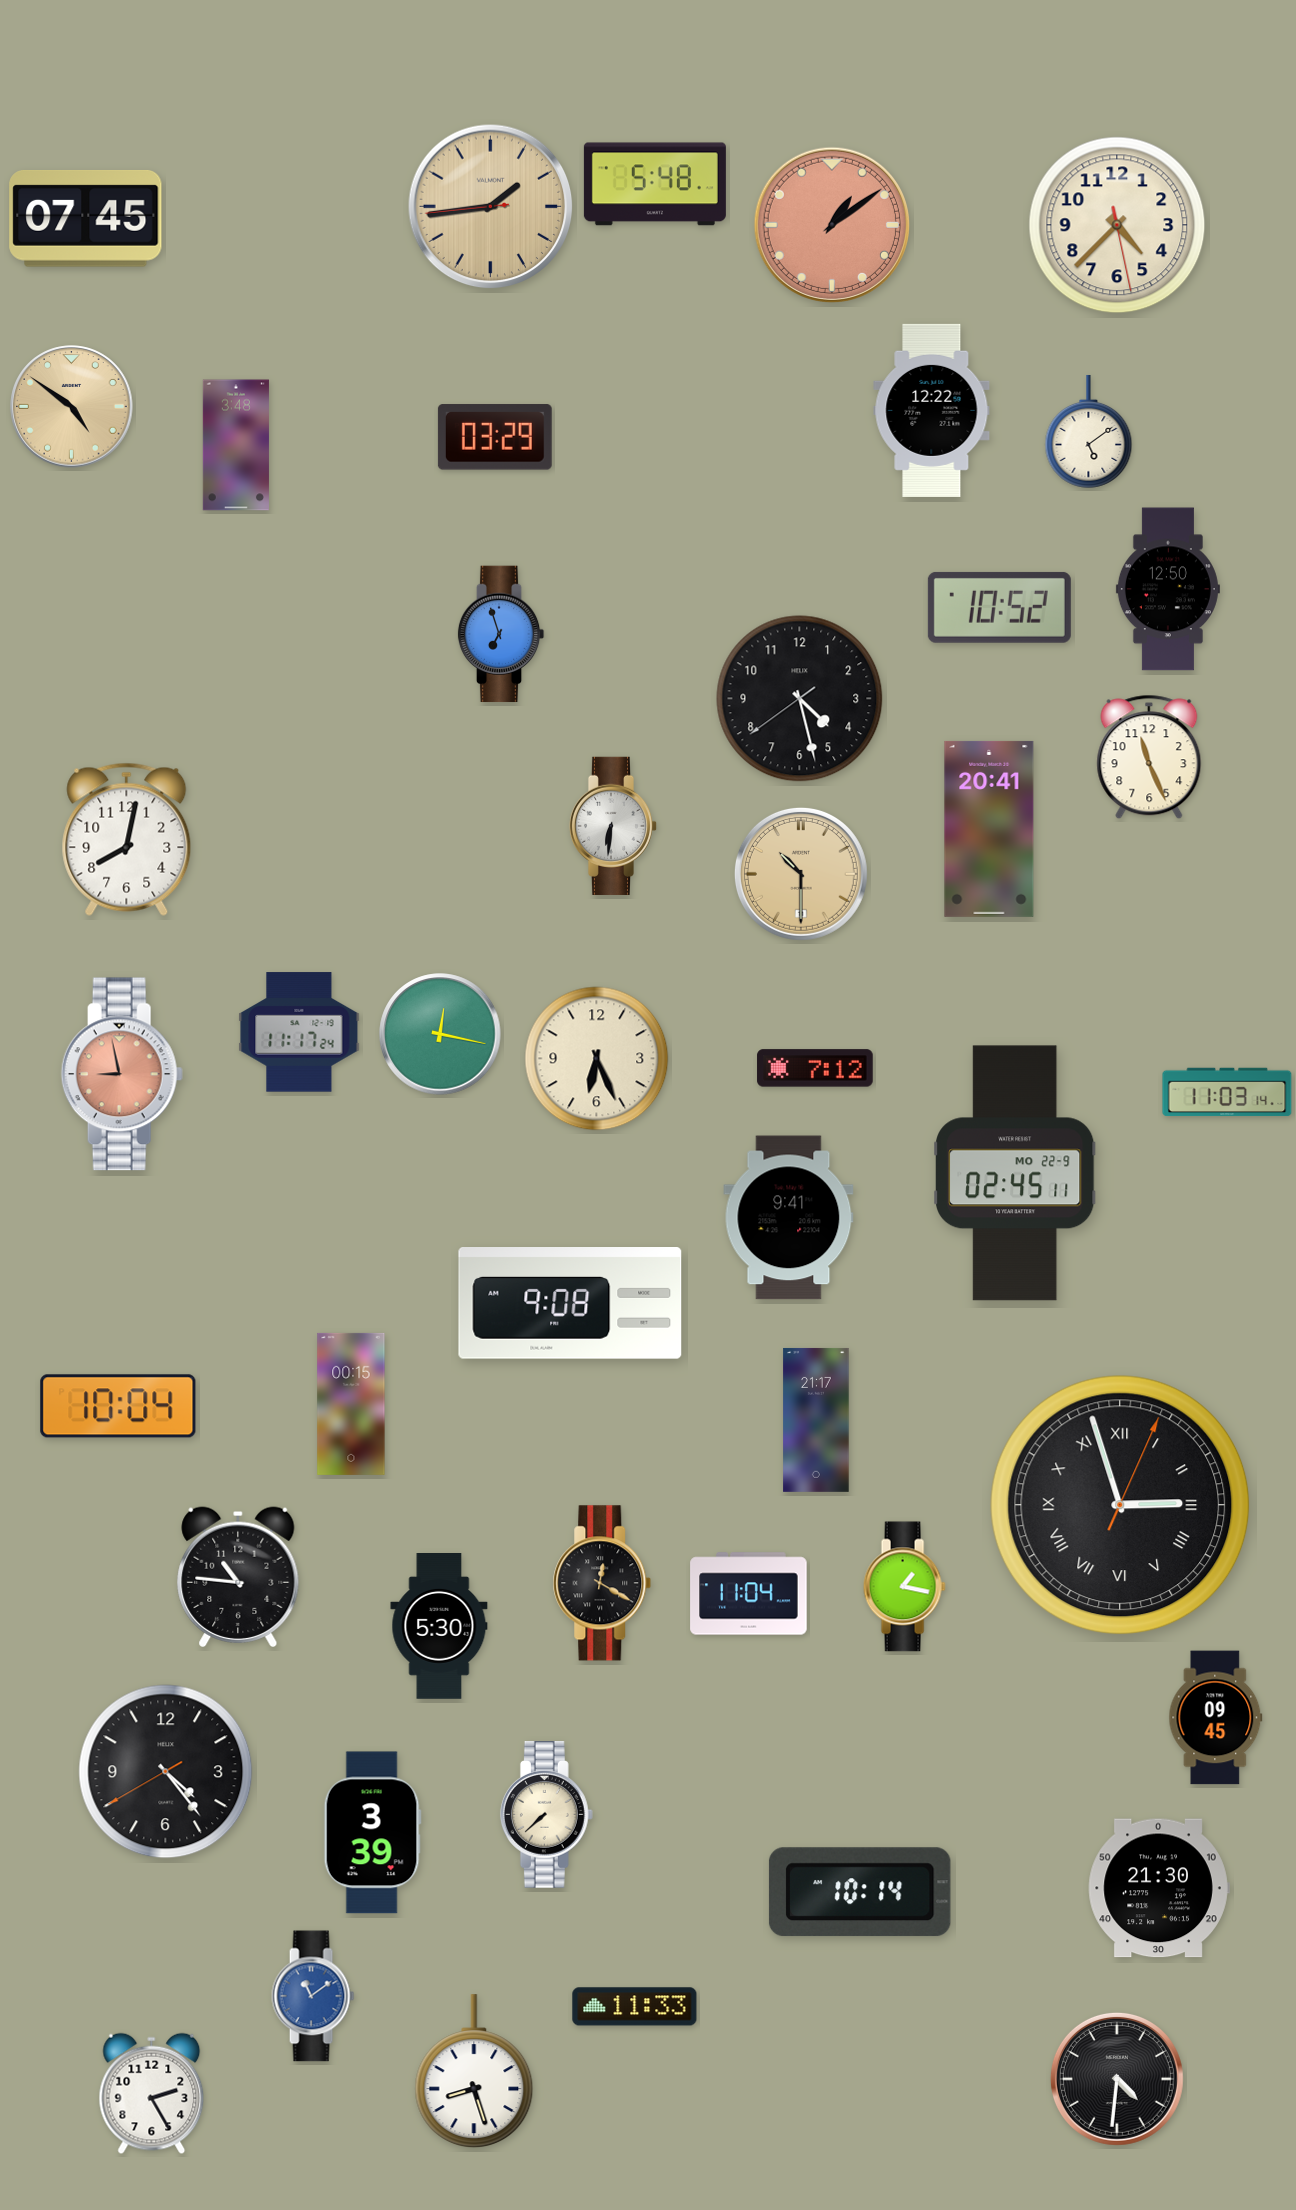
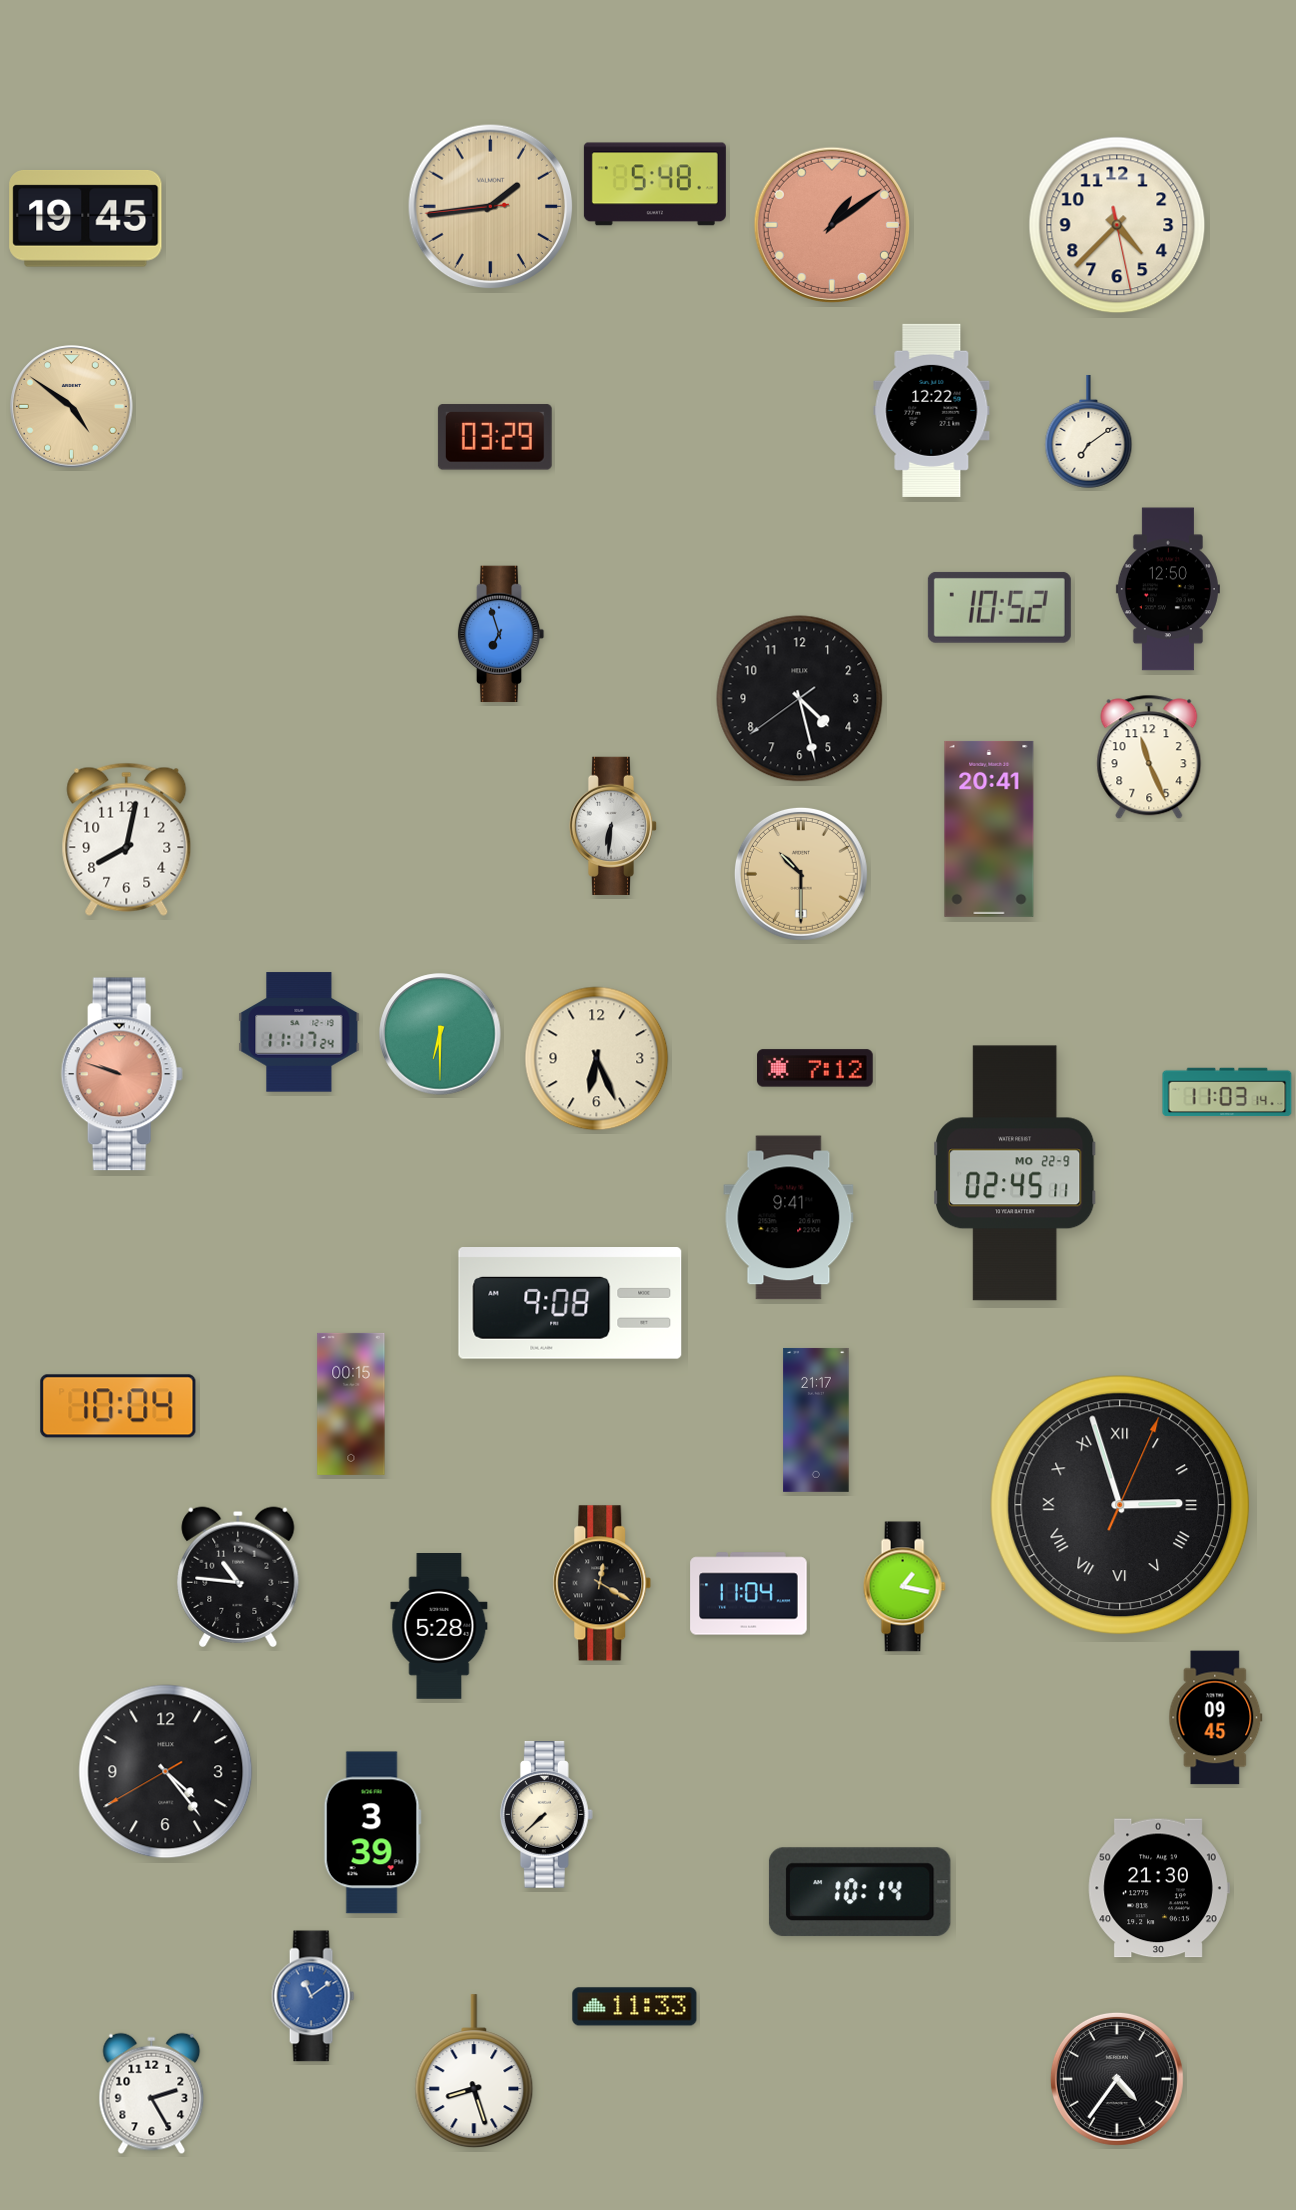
clock at (86, 218): 07:45 -> 19:45
clock at (1089, 431): 5:09 -> 7:09
clock at (236, 445): 3:48 -> none
clock at (440, 1034): 12:17 -> 6:30
clock at (122, 1074): 8:58 -> 9:48
clock at (439, 1627): 5:30 -> 5:28
clock at (1117, 2079): 4:31 -> 4:36
